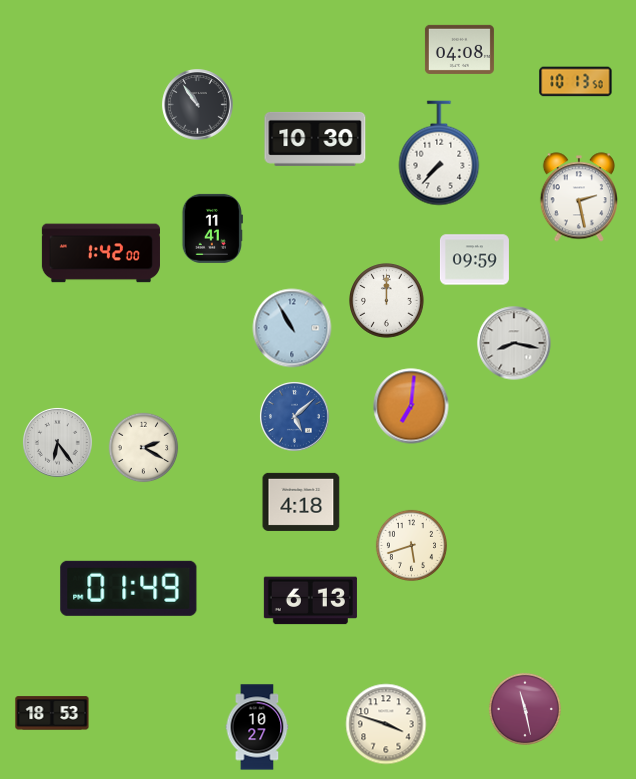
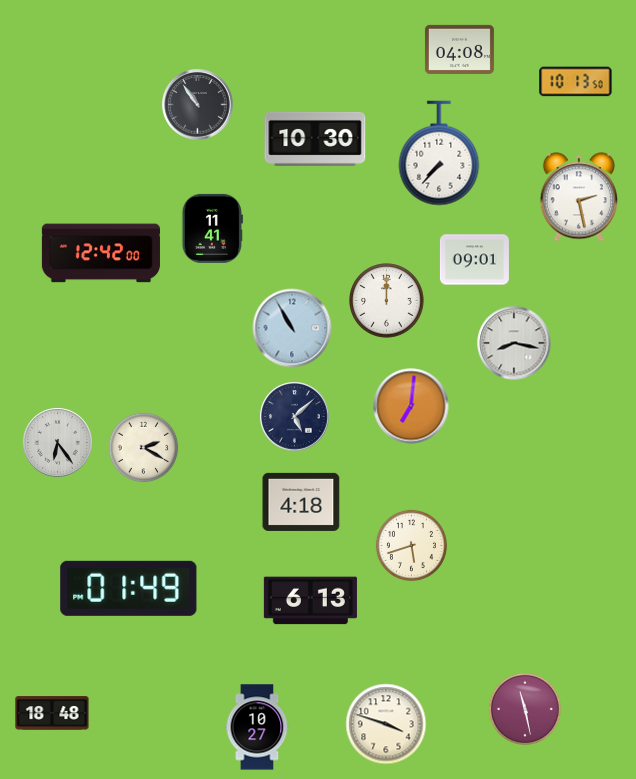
clock at (101, 253): 1:42 -> 12:42
clock at (474, 260): 09:59 -> 09:01
clock at (295, 417) dial: blue -> navy
clock at (52, 713): 18:53 -> 18:48
